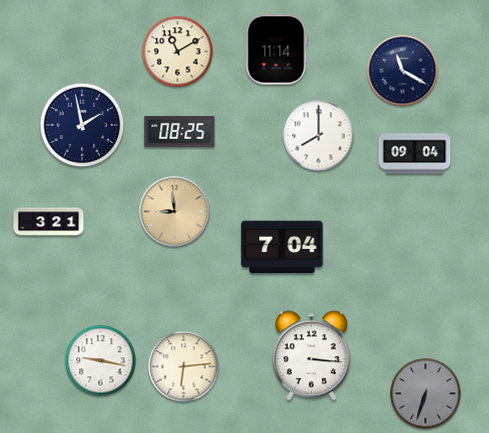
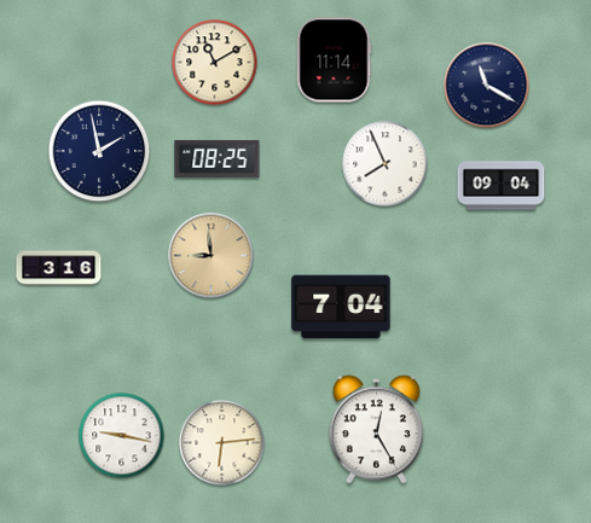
clock at (319, 136): 8:00 -> 7:56
clock at (49, 222): 3:21 -> 3:16
clock at (282, 247) position: (282, 247) -> (341, 307)
clock at (311, 356): 3:16 -> 12:25
clock at (426, 394): 6:33 -> none
